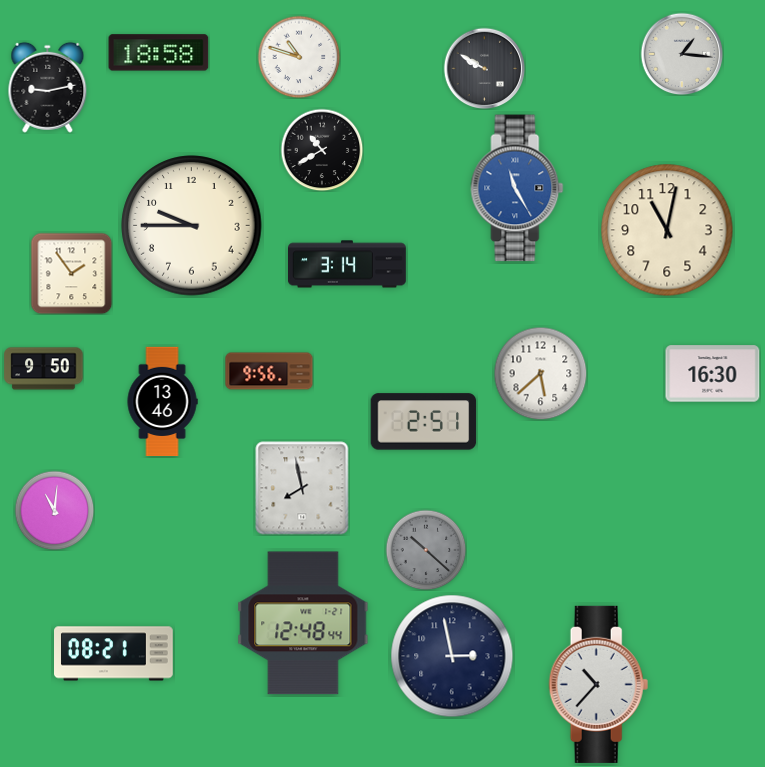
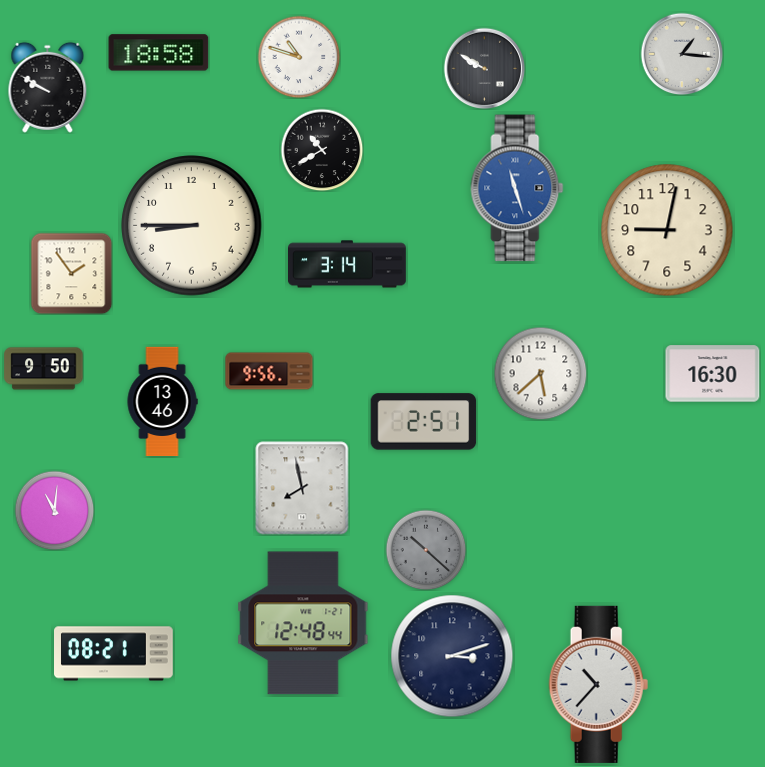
clock at (48, 87): 9:13 -> 9:50
clock at (517, 188): 11:25 -> 11:27
clock at (192, 226): 9:45 -> 8:45
clock at (667, 230): 11:02 -> 9:02
clock at (452, 656): 2:58 -> 3:12
